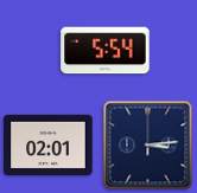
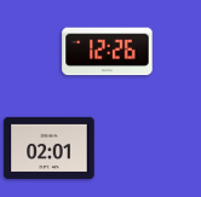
clock at (106, 51): 5:54 -> 12:26
clock at (148, 146): 3:14 -> none
